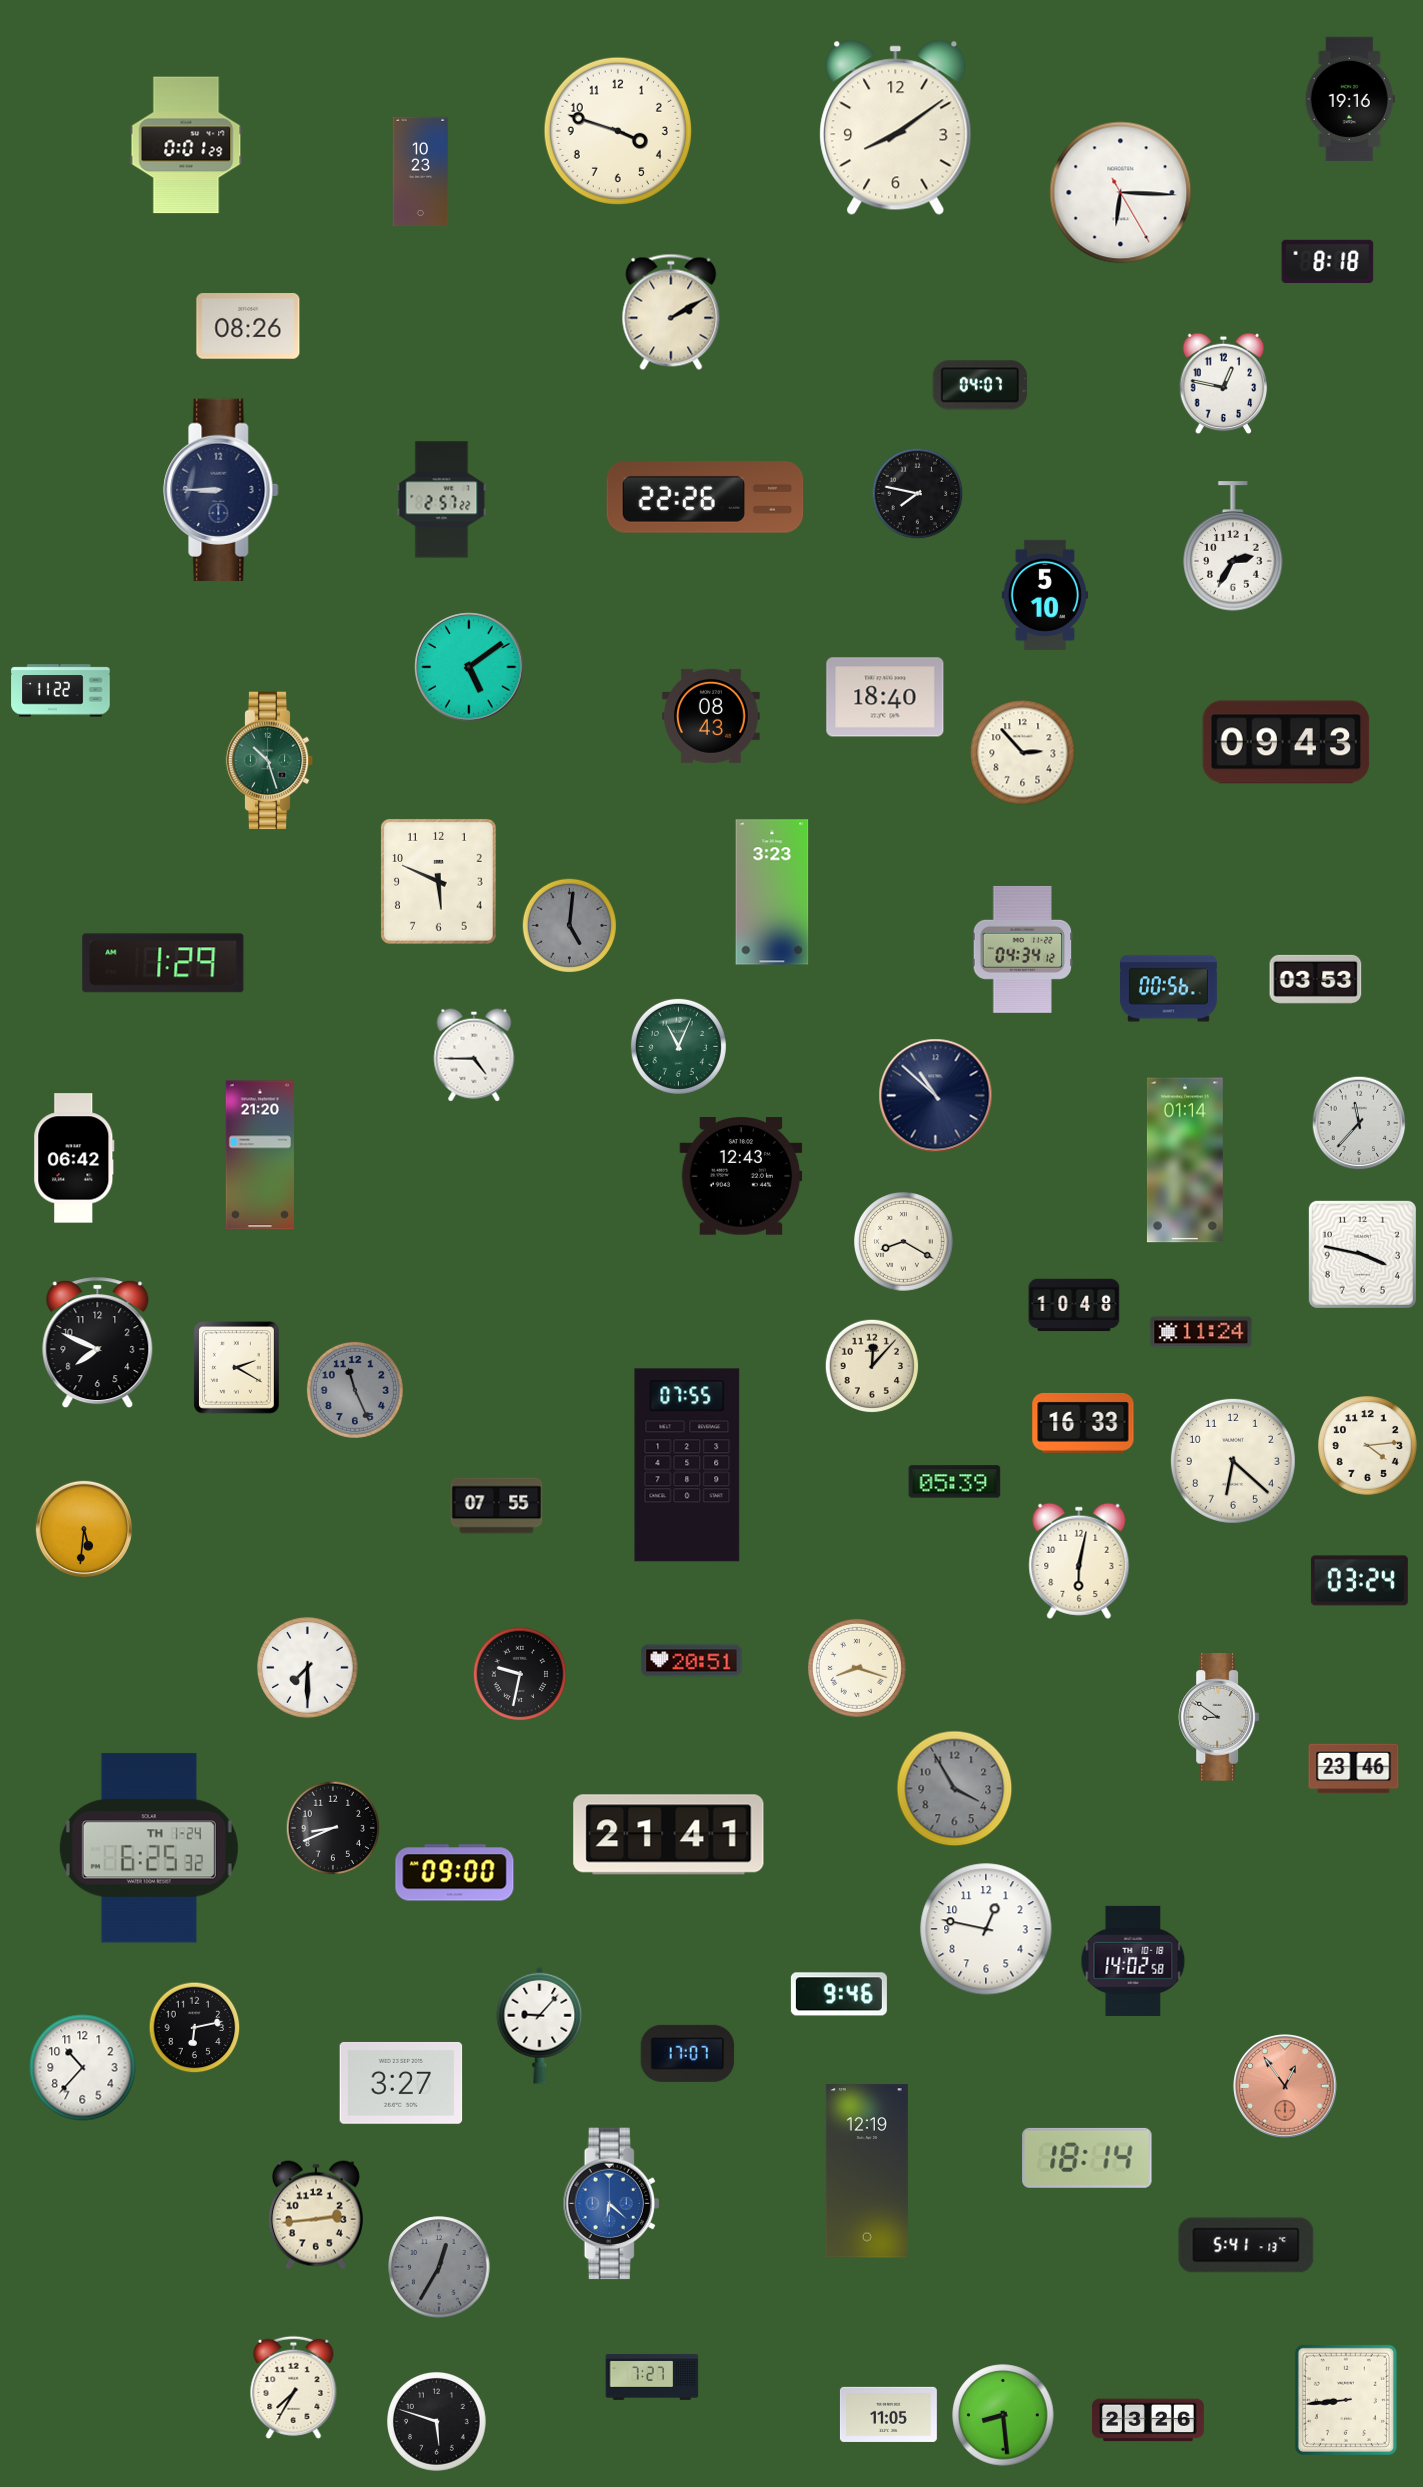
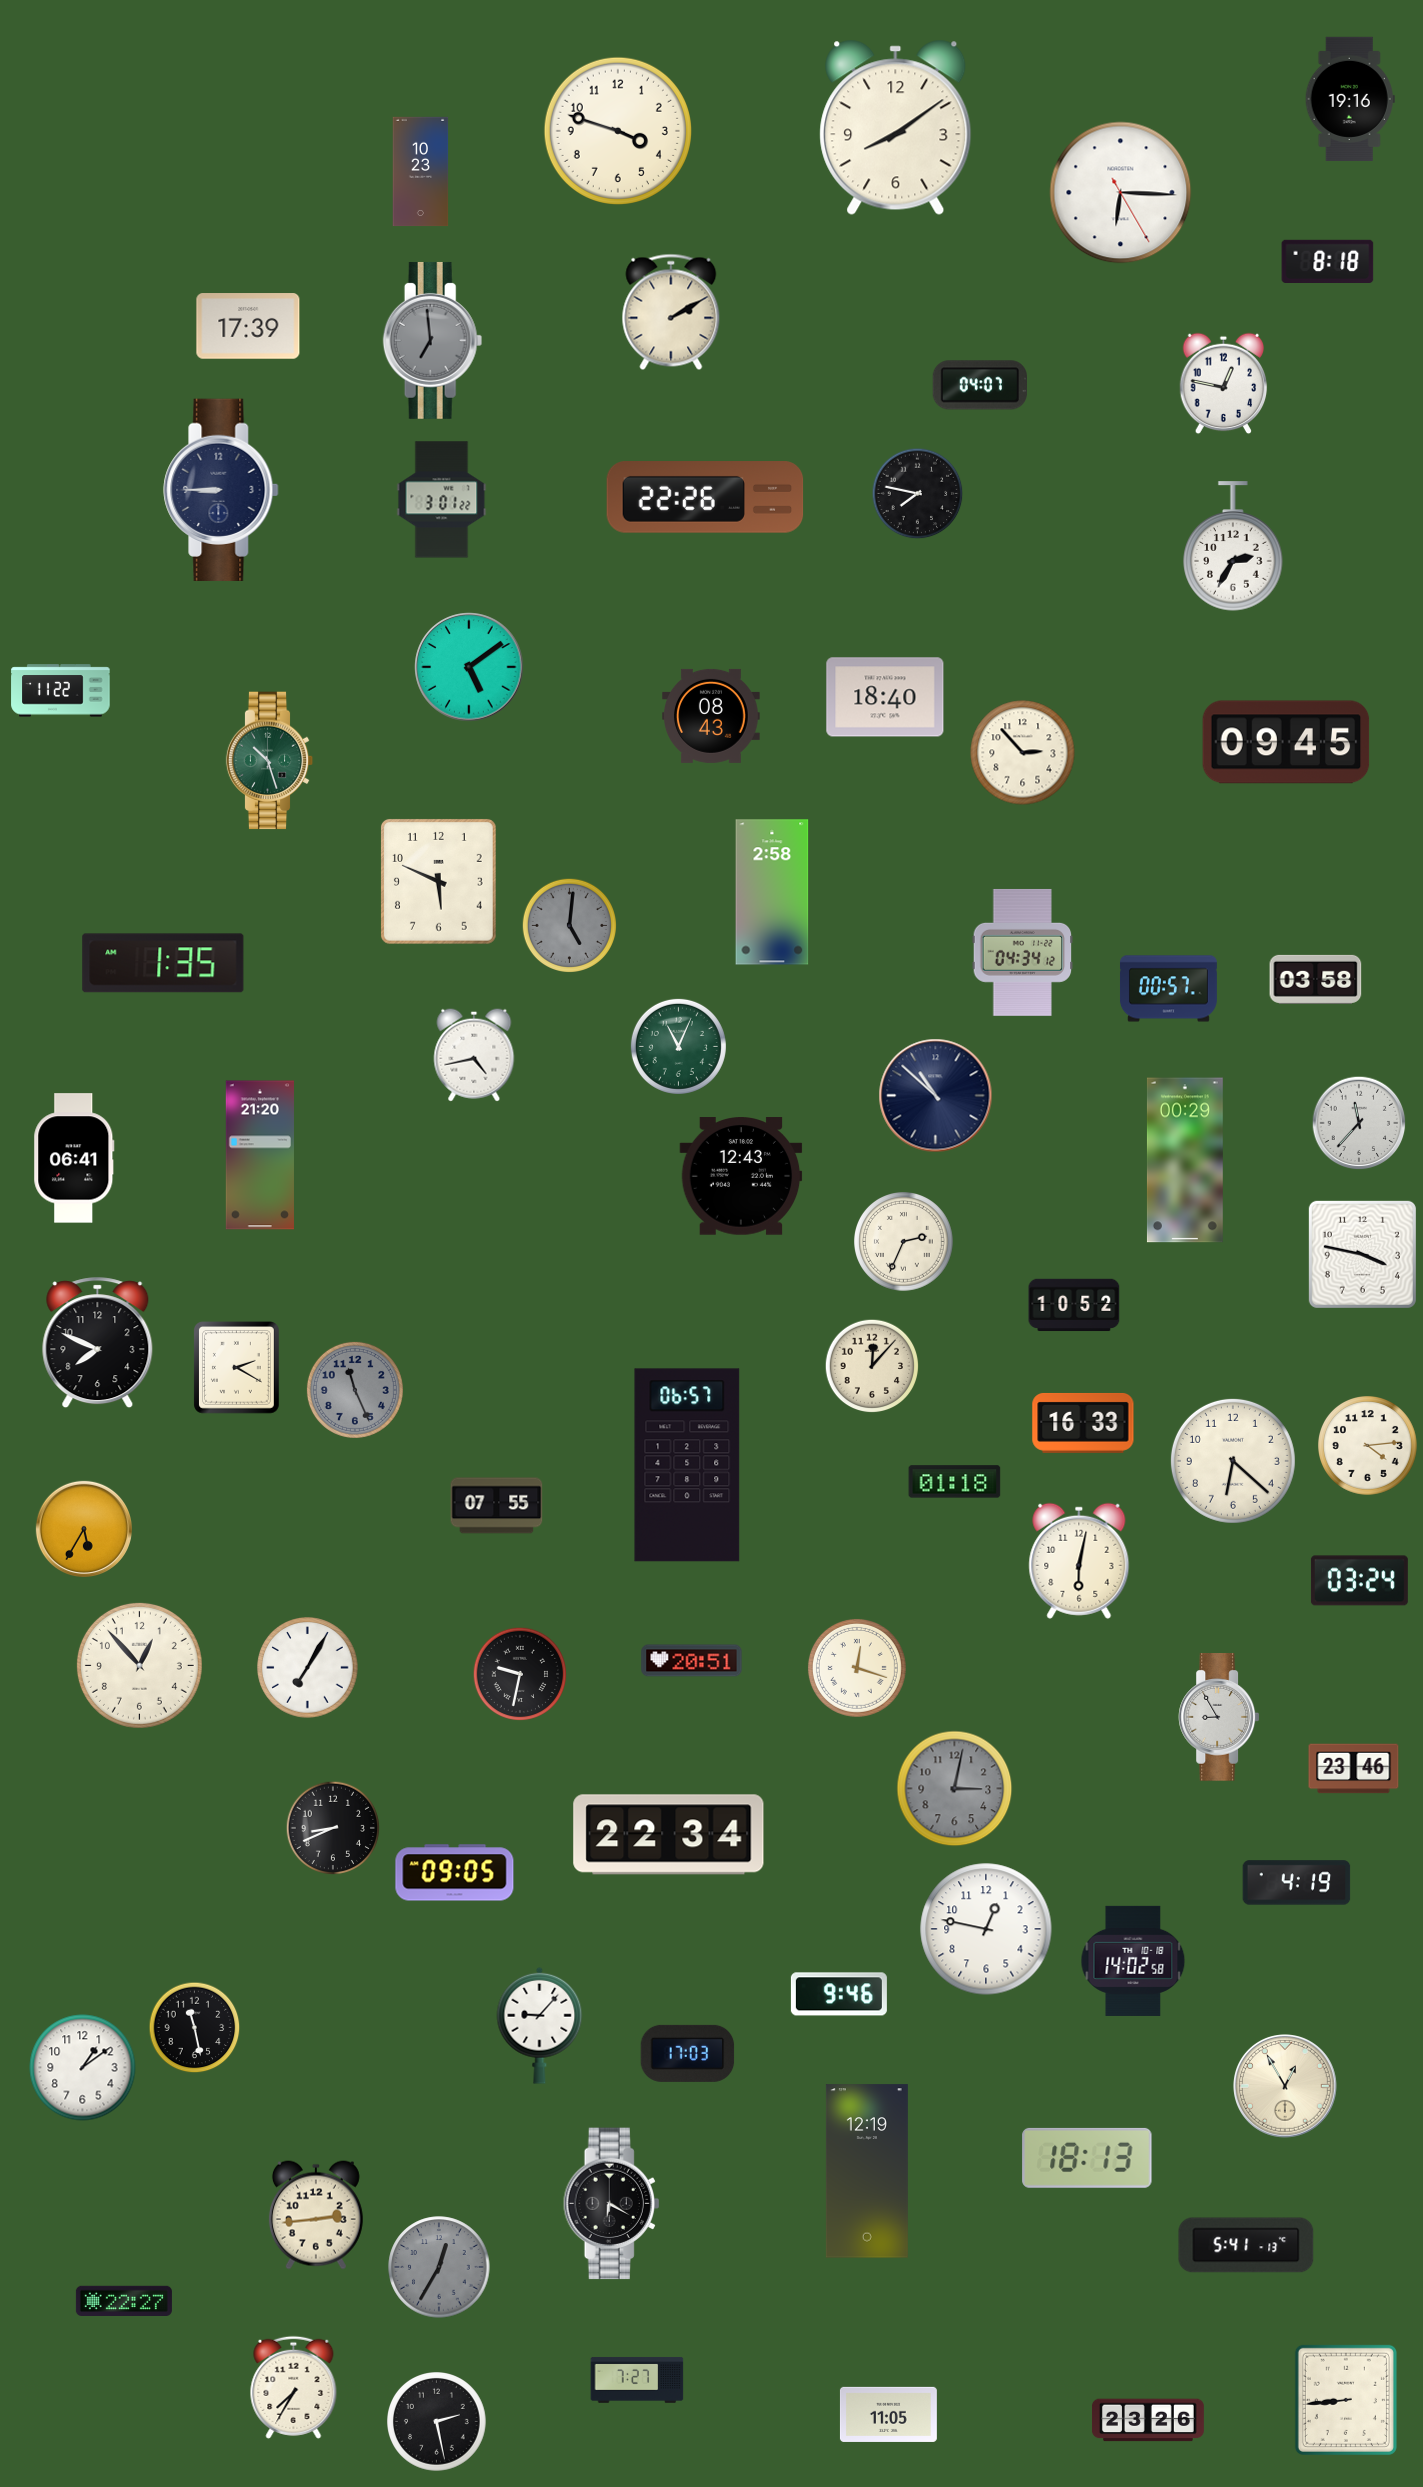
clock at (186, 145): 0:01 -> none
clock at (248, 326): 08:26 -> 17:39
clock at (433, 340): none -> 6:59
clock at (442, 500): 2:57 -> 3:01
clock at (1045, 595): 5:10 -> none
clock at (1286, 742): 09:43 -> 09:45
clock at (772, 892): 3:23 -> 2:58
clock at (1023, 949) position: (1023, 949) -> (1023, 952)
clock at (163, 963): 1:29 -> 1:35
clock at (1316, 979): 03:53 -> 03:58
clock at (1168, 989): 00:56 -> 00:57
clock at (474, 1055): 4:45 -> 4:43
clock at (74, 1158): 06:42 -> 06:41
clock at (1185, 1160): 01:14 -> 00:29
clock at (904, 1242): 8:20 -> 2:34
clock at (1074, 1305): 10:48 -> 10:52
clock at (1201, 1332): 11:24 -> none
clock at (687, 1465): 07:55 -> 06:57
clock at (955, 1482): 05:39 -> 01:18
clock at (84, 1529): 5:31 -> 5:35
clock at (139, 1665): none -> 12:53
clock at (308, 1668): 7:30 -> 7:05
clock at (857, 1668): 8:18 -> 12:18
clock at (1219, 1717): 8:51 -> 8:55
clock at (955, 1789): 3:55 -> 3:02
clock at (669, 1835): 21:41 -> 22:34
clock at (149, 1848): 6:25 -> none
clock at (455, 1873): 09:00 -> 09:05
clock at (1297, 1883): none -> 4:19
clock at (195, 2028): 6:13 -> 11:28
clock at (688, 2053): 17:07 -> 17:03
clock at (83, 2068): 10:37 -> 1:09
clock at (401, 2083): 3:27 -> none
clock at (1286, 2087): 12:54 -> 12:55
clock at (1286, 2087) dial: salmon -> cream
clock at (1087, 2158): 18:14 -> 18:13
clock at (612, 2204): 6:22 -> 6:20
clock at (612, 2204) dial: blue -> black
clock at (124, 2301): none -> 22:27
clock at (652, 2377) position: (652, 2377) -> (637, 2380)
clock at (1003, 2415): 8:29 -> none
clock at (437, 2422): 5:48 -> 2:28
